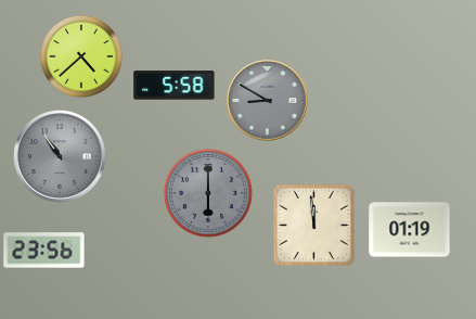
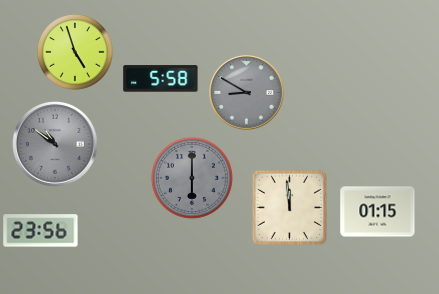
clock at (81, 56): 4:38 -> 4:57
clock at (60, 156): 10:54 -> 10:51
clock at (410, 230): 01:19 -> 01:15
